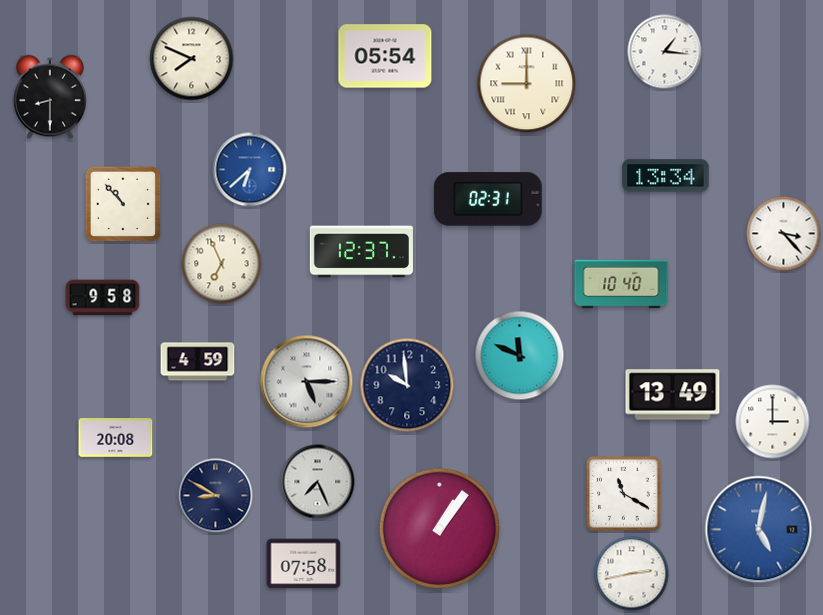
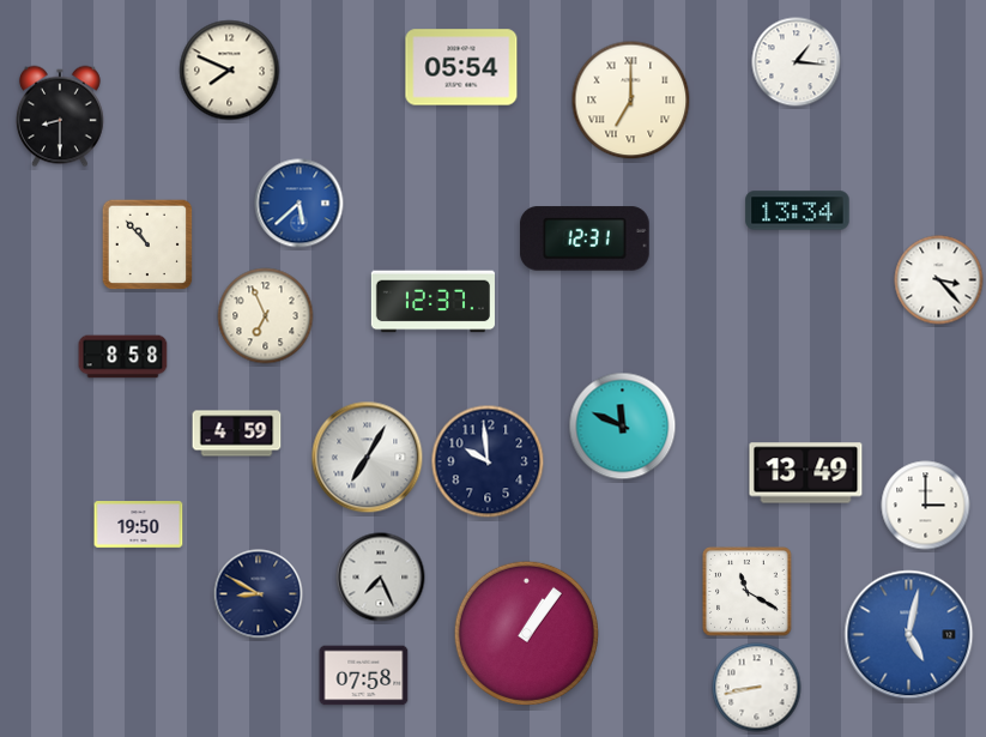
clock at (527, 84): 9:00 -> 7:00
clock at (250, 170): 6:38 -> 5:38
clock at (489, 199): 02:31 -> 12:31
clock at (621, 284): 10:40 -> none
clock at (103, 298): 9:58 -> 8:58
clock at (307, 382): 5:15 -> 7:05
clock at (116, 438): 20:08 -> 19:50
clock at (632, 574): 2:43 -> 8:43
